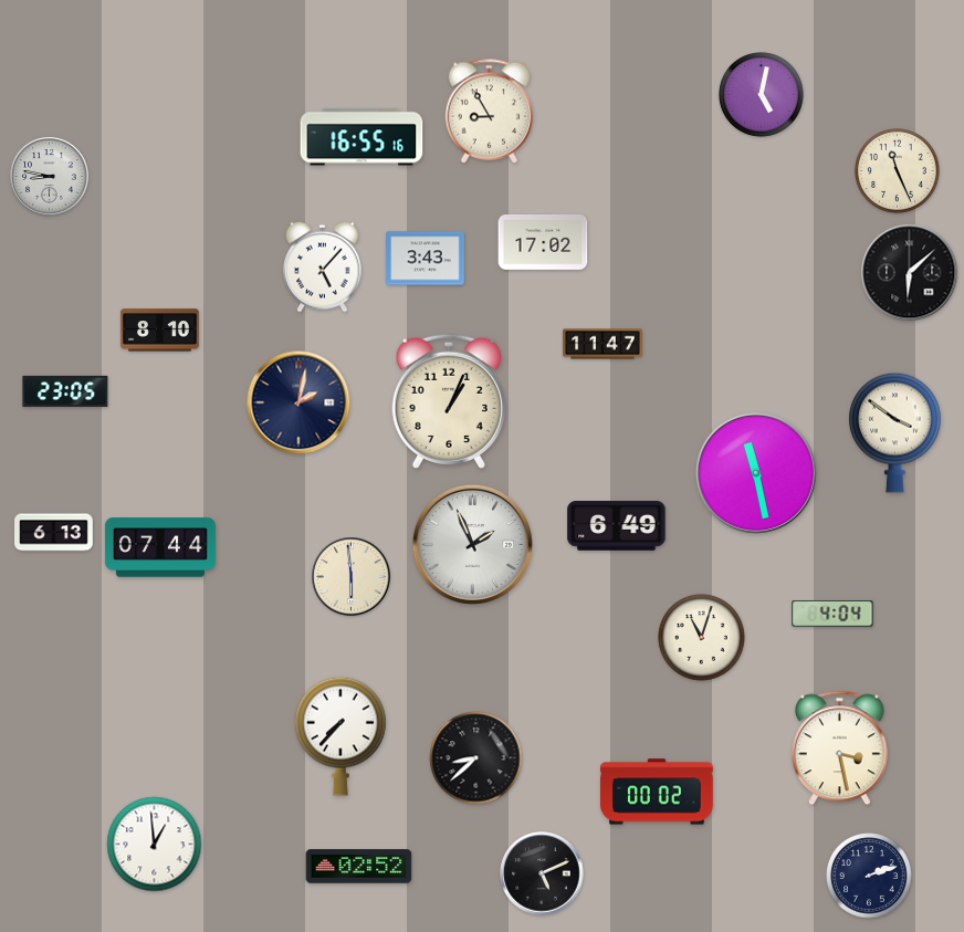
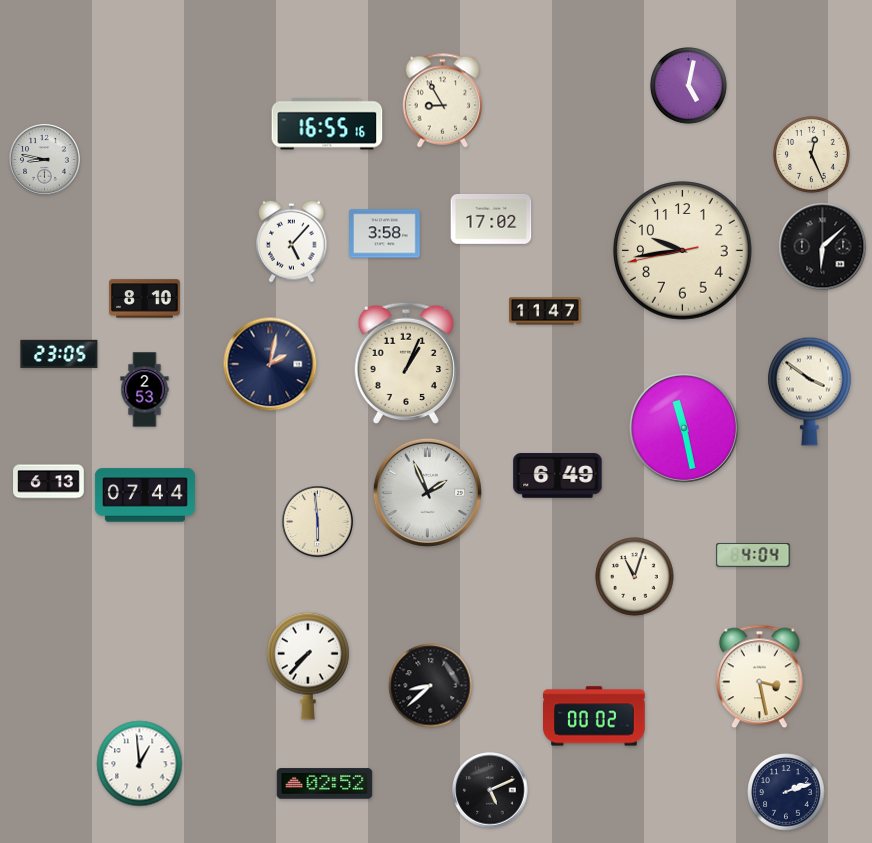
clock at (898, 171): 11:26 -> 12:26
clock at (426, 259): 3:43 -> 3:58
clock at (683, 251): none -> 9:43
clock at (145, 390): none -> 2:53
